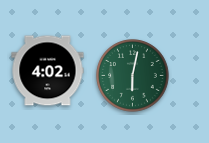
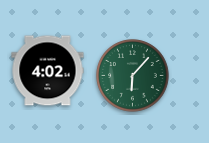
clock at (133, 76): 6:02 -> 6:07
